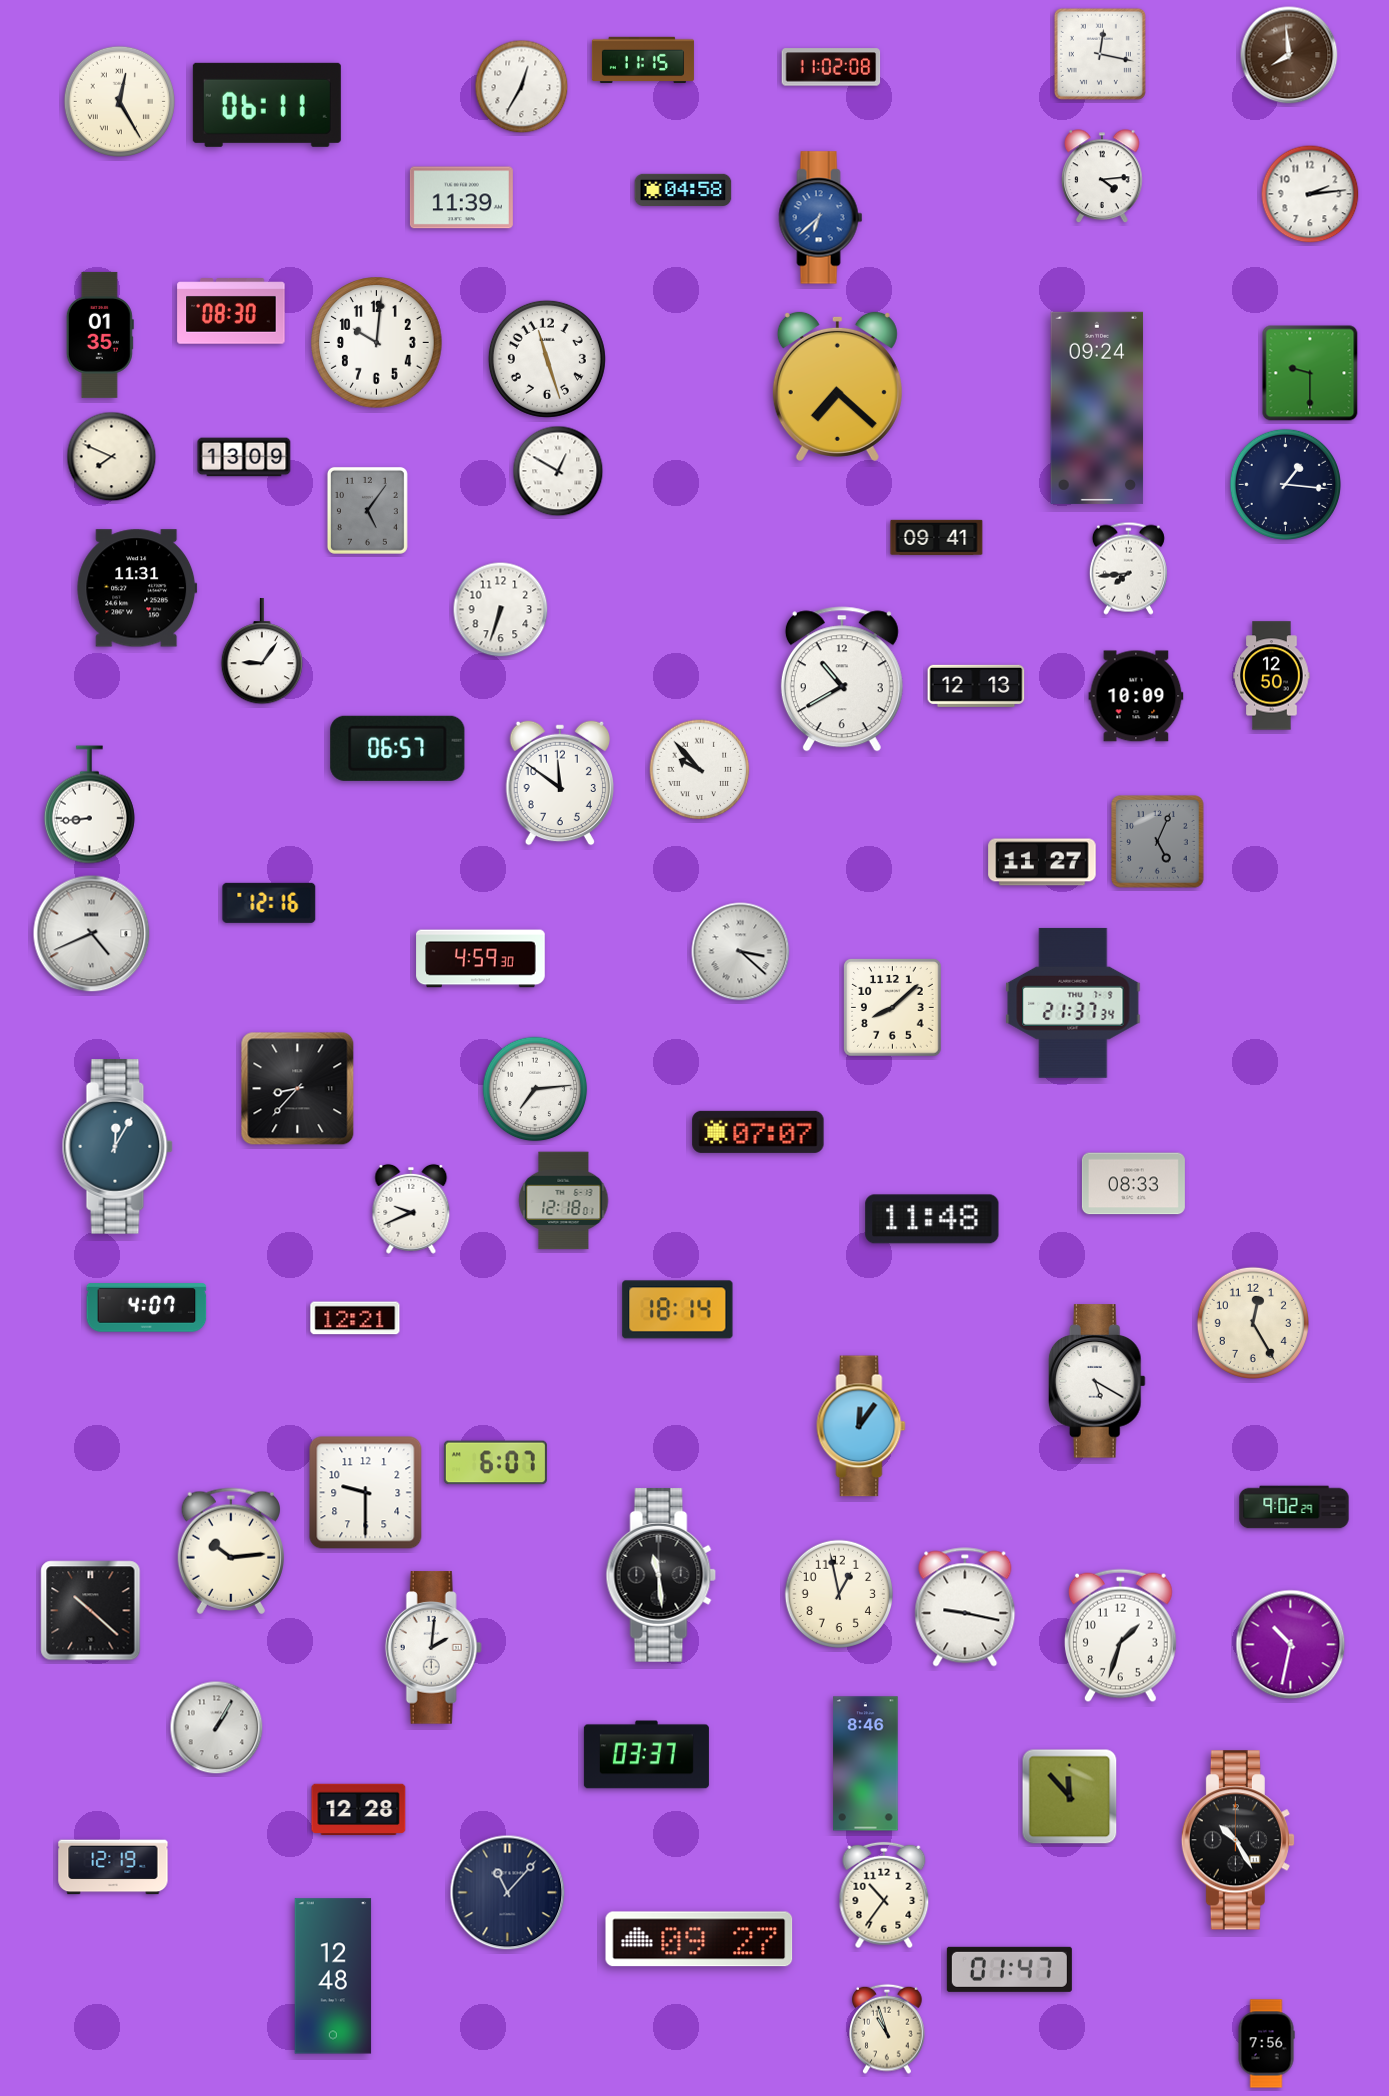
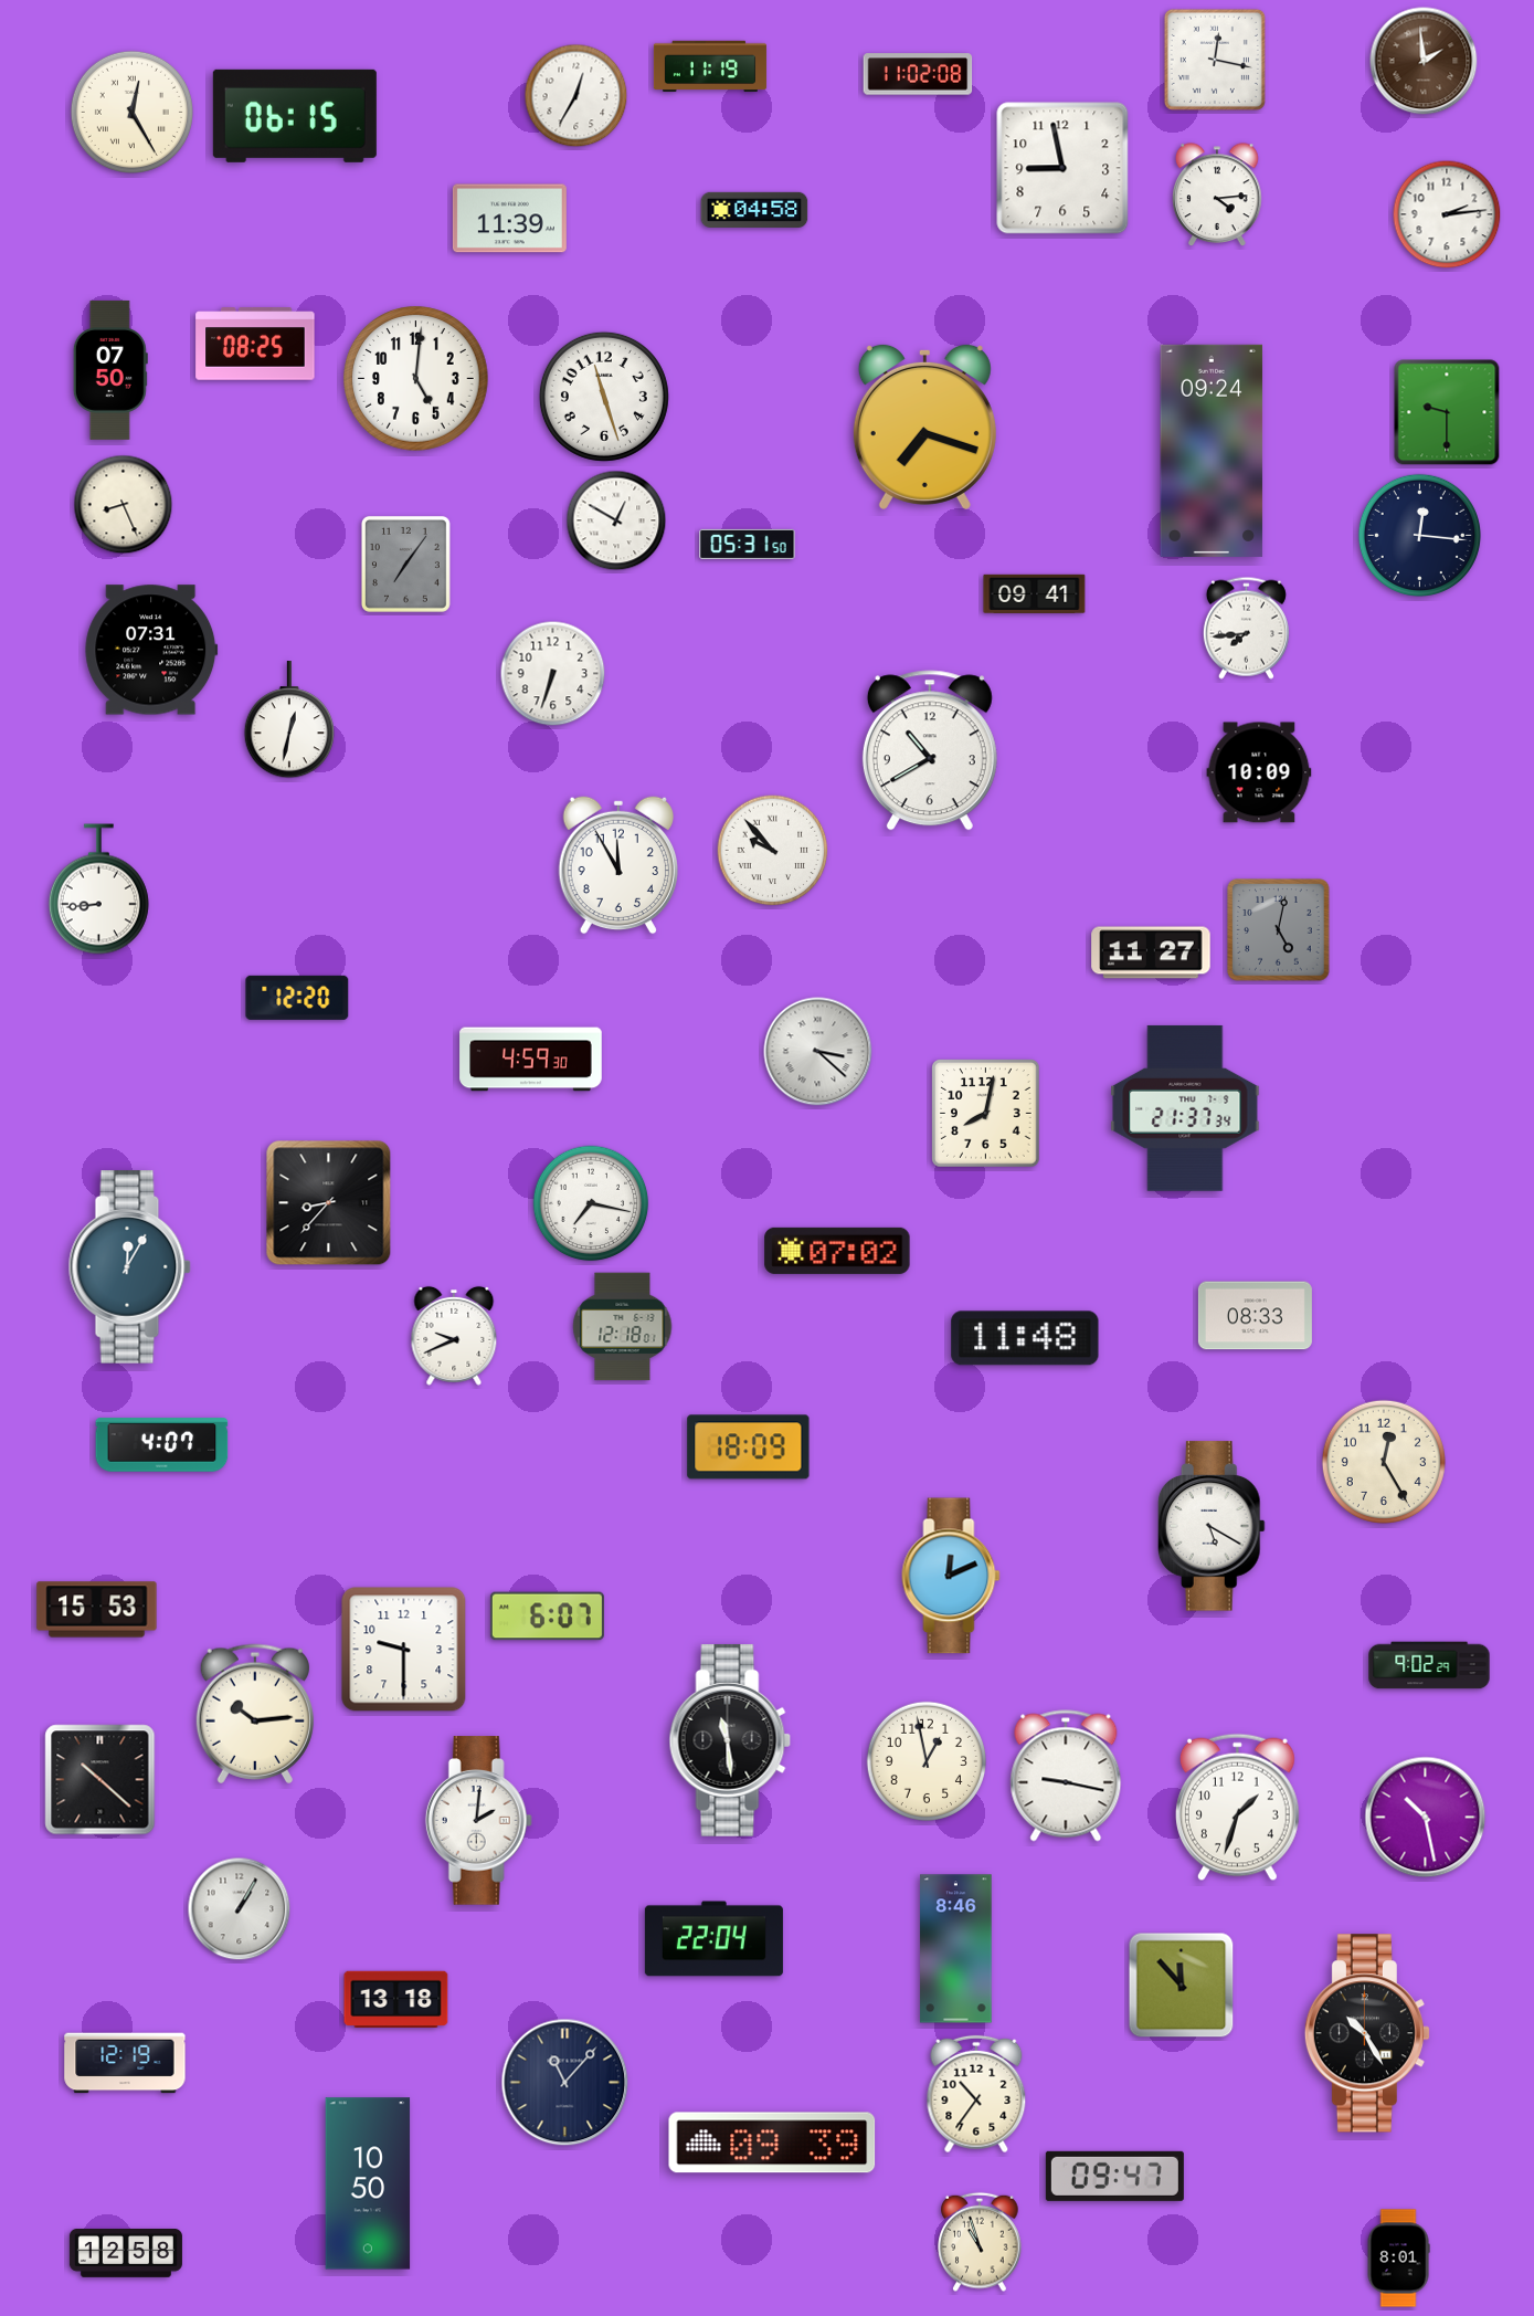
clock at (1289, 55): 7:59 -> 1:59
clock at (643, 60): 11:15 -> 11:19
clock at (267, 105): 06:11 -> 06:15
clock at (1062, 168): none -> 8:58
clock at (821, 218): 6:38 -> none
clock at (231, 311): 08:30 -> 08:25
clock at (100, 335): 01:35 -> 07:50
clock at (377, 343): 10:01 -> 5:01
clock at (837, 386): 7:22 -> 7:18
clock at (112, 457): 7:49 -> 8:26
clock at (244, 457): 13:09 -> none
clock at (1285, 484): 1:16 -> 12:16
clock at (748, 544): none -> 05:31
clock at (367, 510): 5:06 -> 7:06
clock at (137, 588): 11:31 -> 07:31
clock at (261, 652): 9:06 -> 12:32
clock at (1272, 676): 12:50 -> none
clock at (976, 686): 12:13 -> none
clock at (1136, 696) position: (1136, 696) -> (1259, 772)
clock at (398, 748): 06:57 -> none
clock at (559, 783): 11:51 -> 11:55
clock at (1158, 842): 5:04 -> 5:02
clock at (269, 903): 12:16 -> 12:20
clock at (92, 934): 4:41 -> none
clock at (893, 1008): 8:08 -> 8:02
clock at (535, 1089): 7:14 -> 7:17
clock at (758, 1132): 07:07 -> 07:02
clock at (1133, 1184) position: (1133, 1184) -> (1255, 1316)
clock at (932, 1219) position: (932, 1219) -> (1025, 1338)
clock at (678, 1310): 18:14 -> 18:09
clock at (355, 1318): 12:21 -> none
clock at (861, 1426): 12:06 -> 12:11
clock at (97, 1610): none -> 15:53
clock at (1291, 1645): 10:32 -> 10:28
clock at (646, 1755): 03:37 -> 22:04
clock at (359, 1810): 12:28 -> 13:18
clock at (508, 1893) position: (508, 1893) -> (565, 2083)
clock at (699, 1939): 09:27 -> 09:39
clock at (1009, 1969): 01:47 -> 09:47
clock at (333, 1976): 12:48 -> 10:50
clock at (126, 2254): none -> 12:58
clock at (1266, 2044): 7:56 -> 8:01
